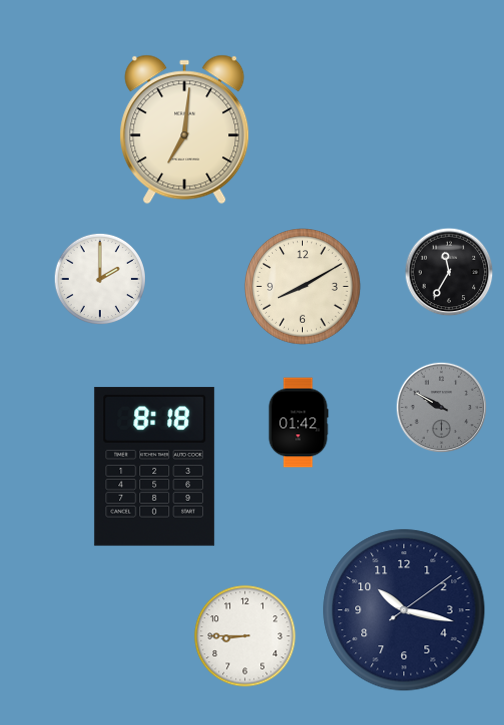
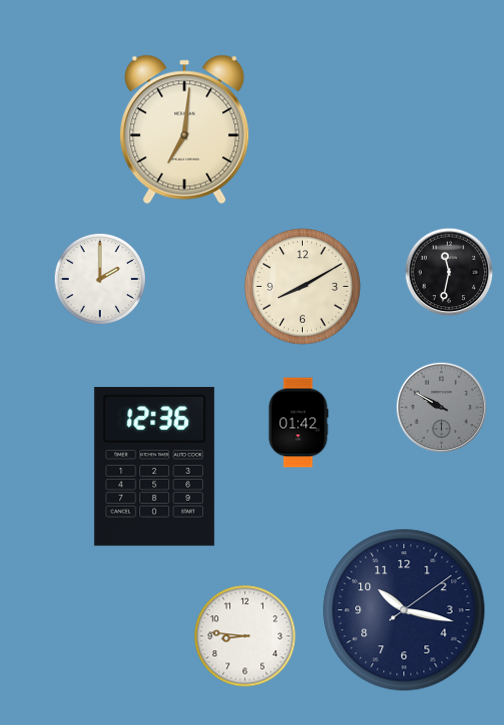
clock at (449, 272): 11:35 -> 11:32
clock at (155, 466): 8:18 -> 12:36
clock at (245, 636): 8:45 -> 8:46
